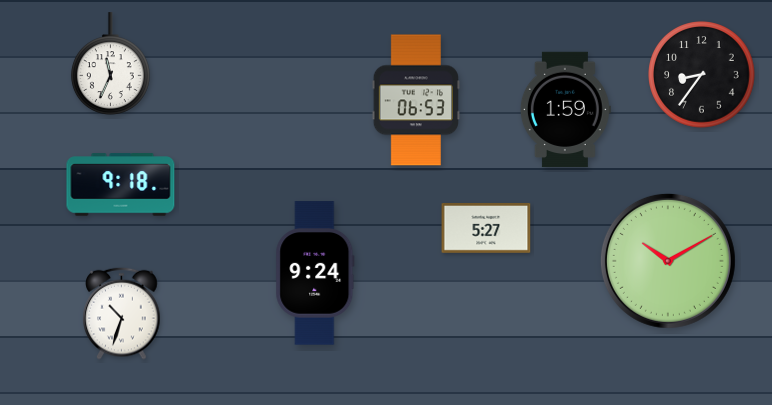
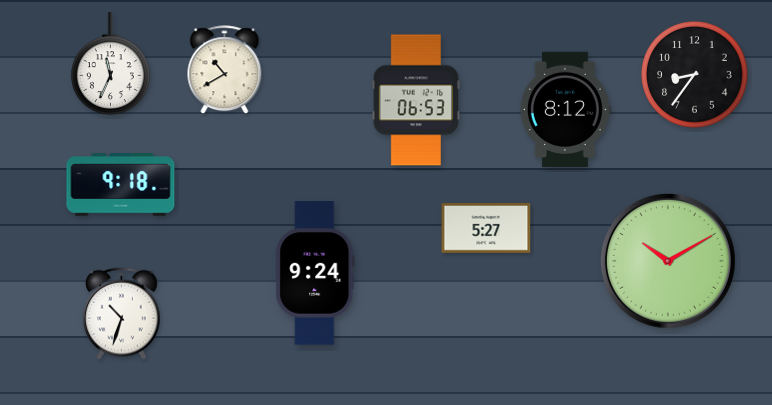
clock at (225, 70): none -> 10:40
clock at (702, 75) position: (702, 75) -> (695, 75)
clock at (565, 110): 1:59 -> 8:12
